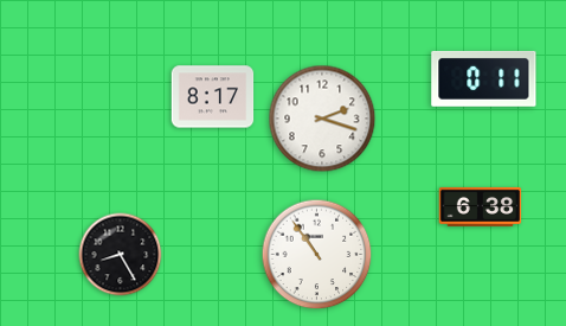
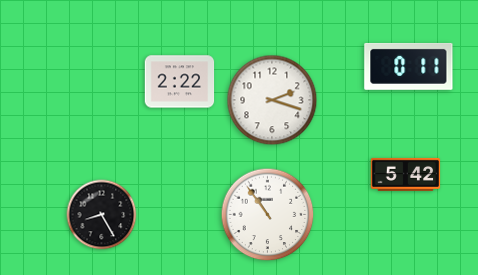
clock at (213, 97): 8:17 -> 2:22
clock at (481, 206): 6:38 -> 5:42
